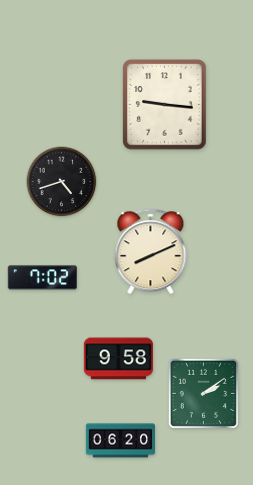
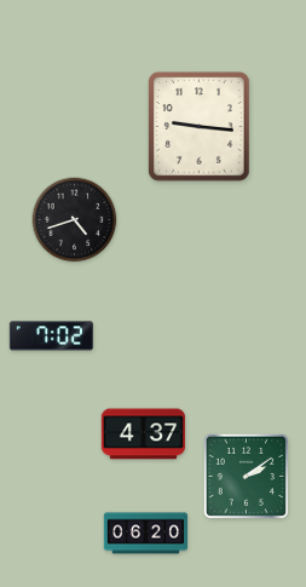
clock at (151, 252): 8:11 -> none
clock at (118, 359): 9:58 -> 4:37
